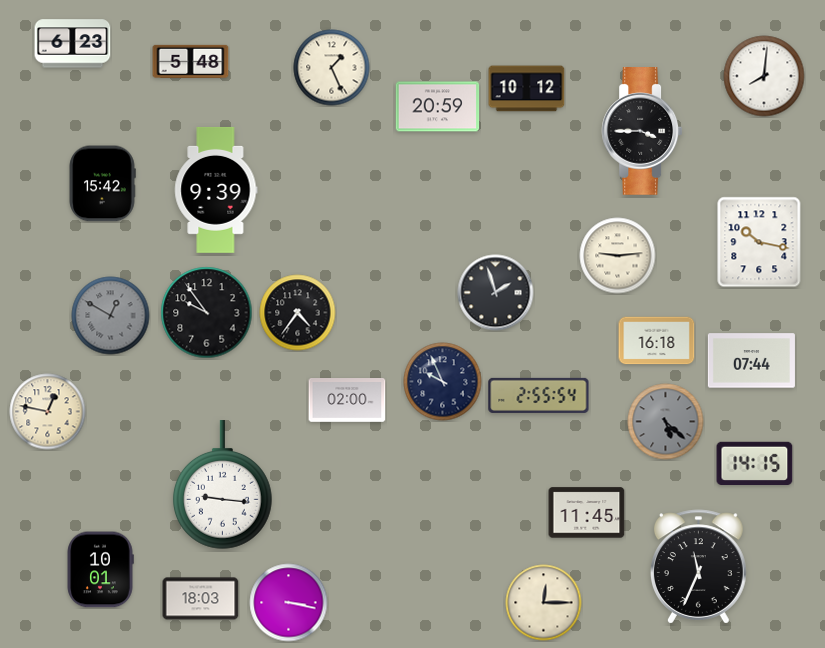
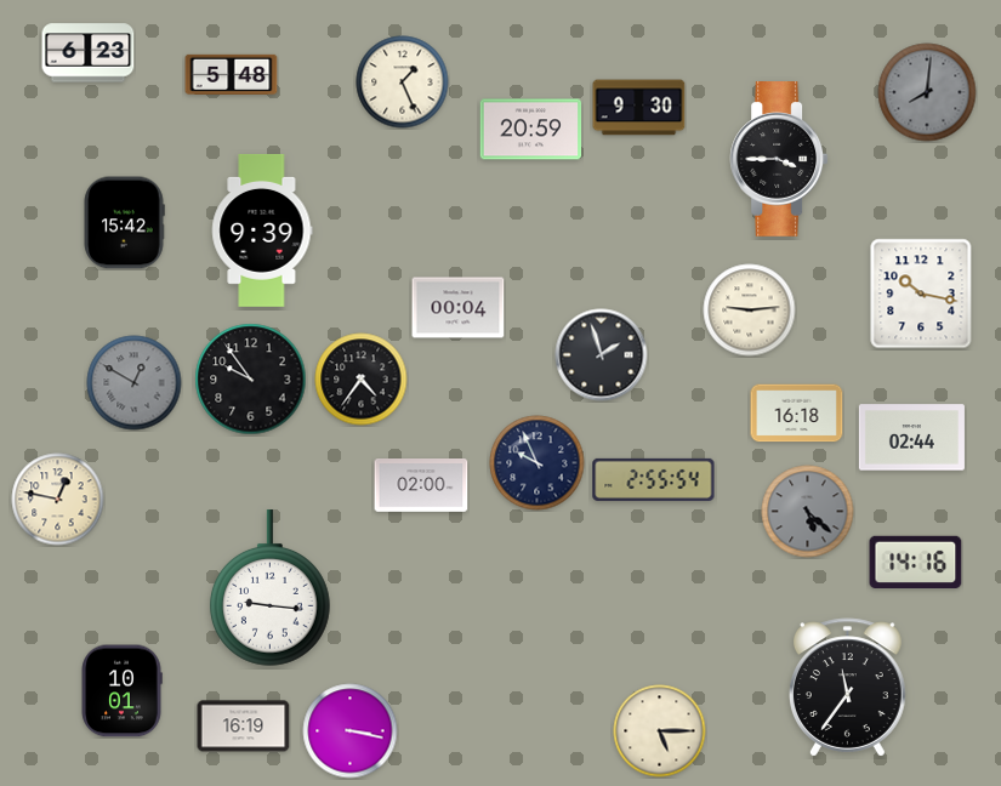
clock at (764, 76) dial: white -> grey
clock at (527, 89): 10:12 -> 9:30
clock at (459, 308): none -> 00:04
clock at (751, 361): 07:44 -> 02:44
clock at (755, 463): 14:15 -> 14:16
clock at (587, 513): 11:45 -> none
clock at (699, 567): 11:34 -> 11:36
clock at (201, 599): 18:03 -> 16:19
clock at (544, 603): 12:15 -> 5:15
